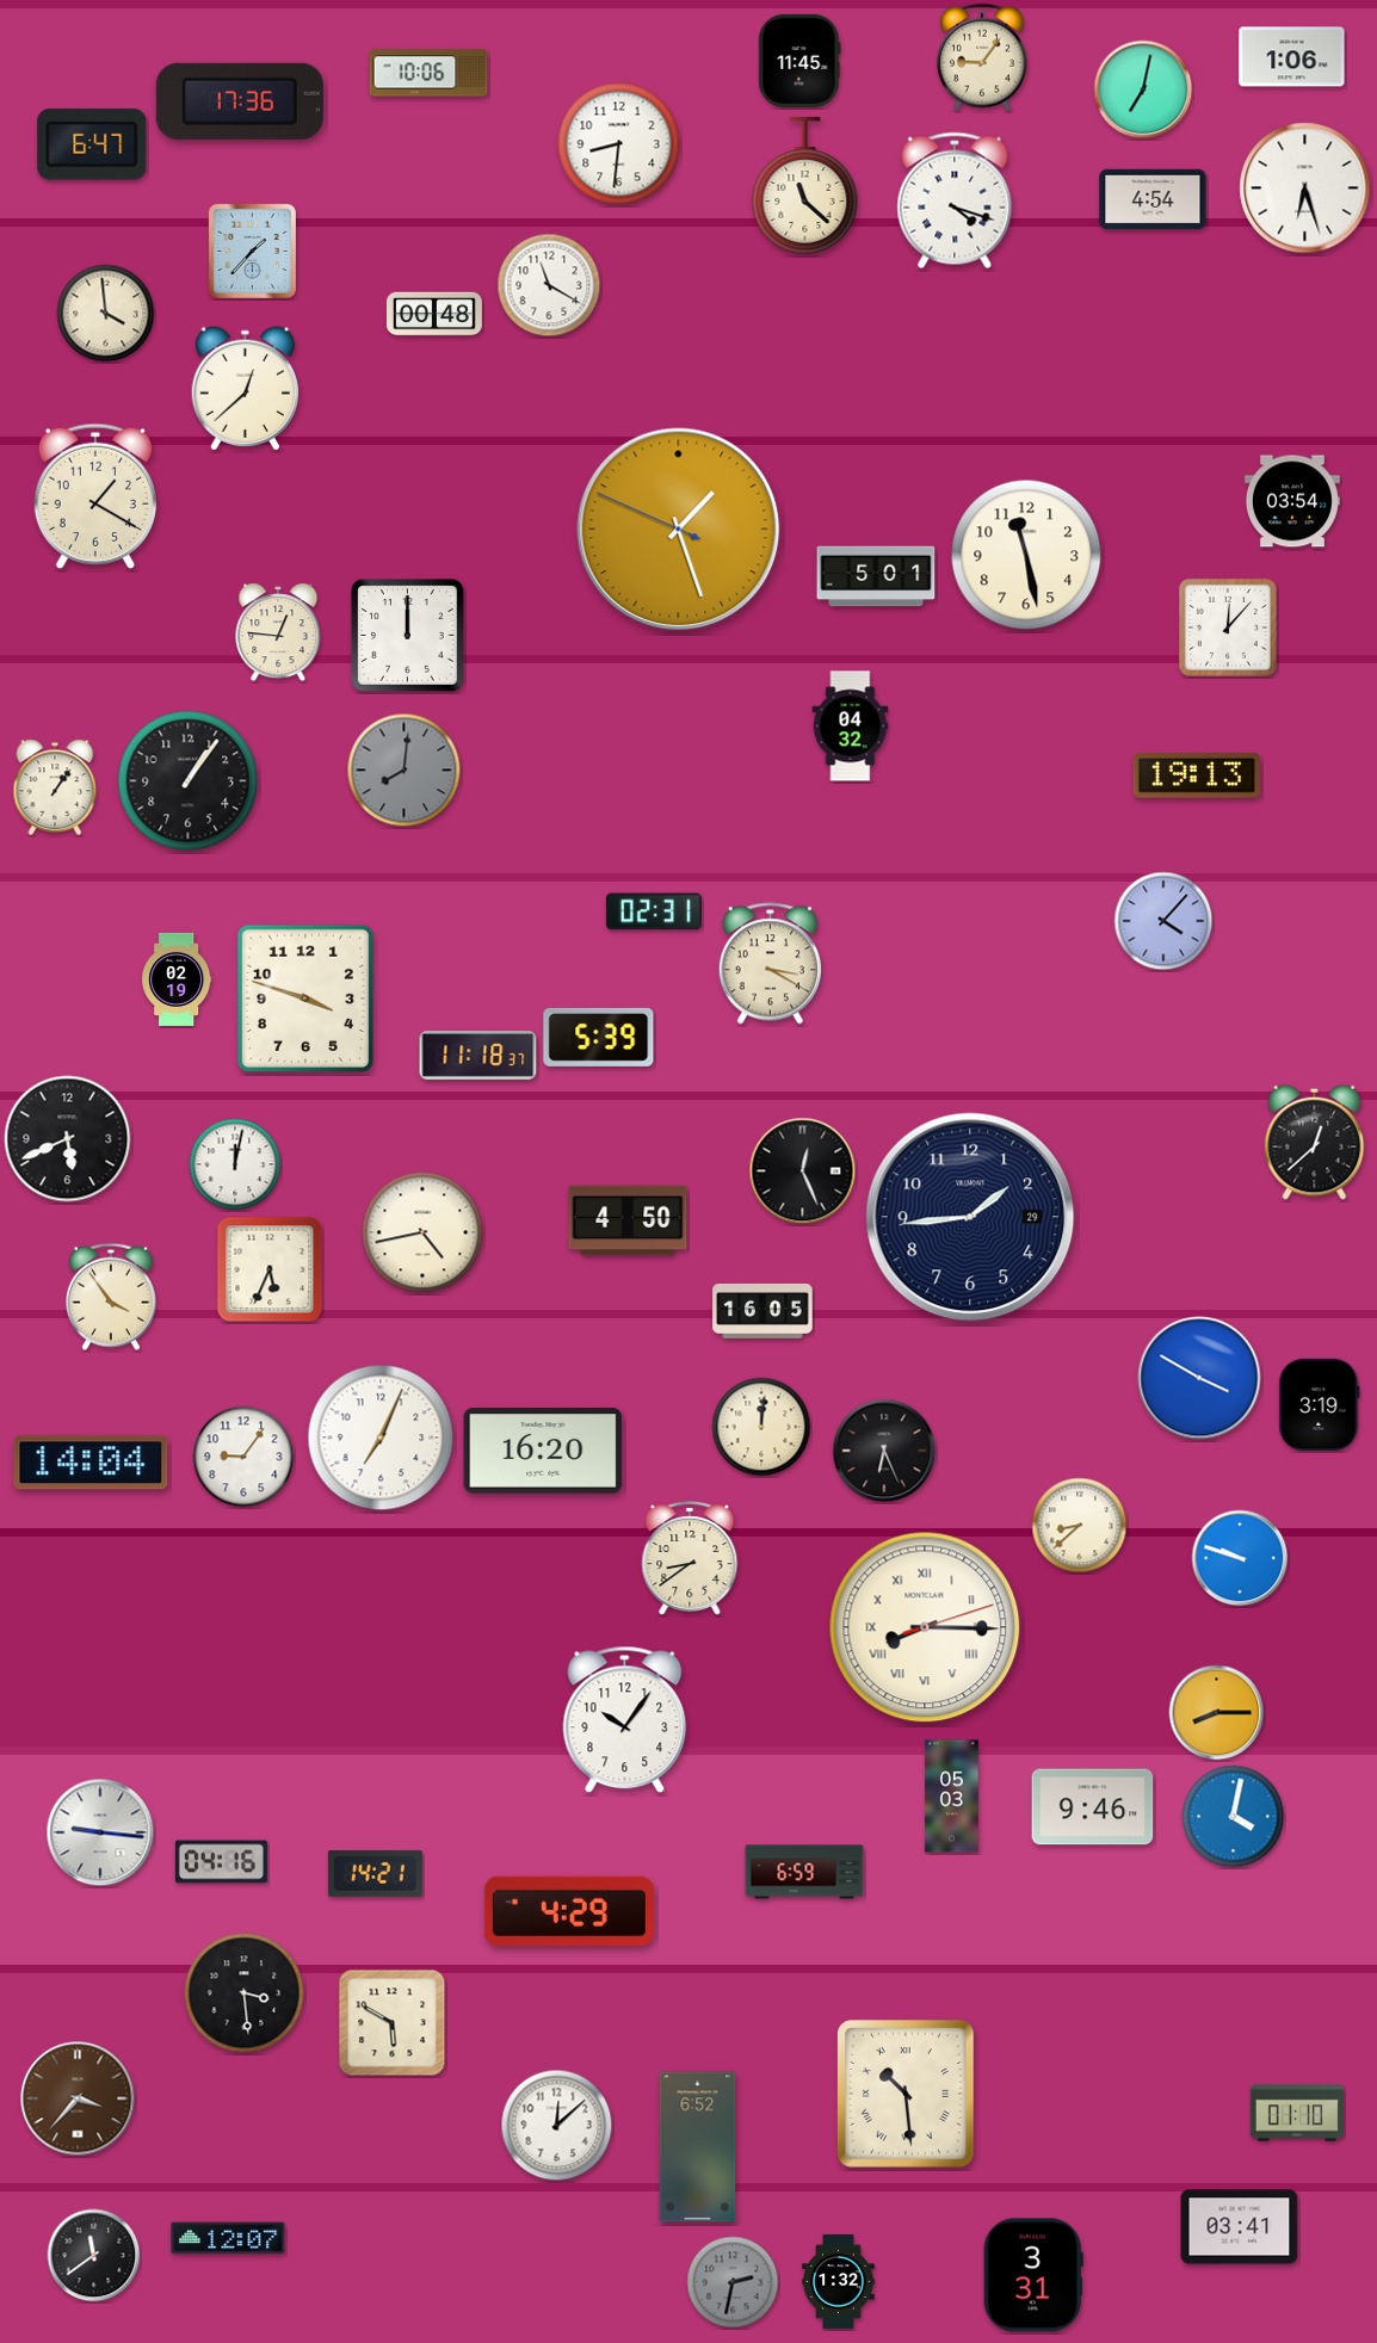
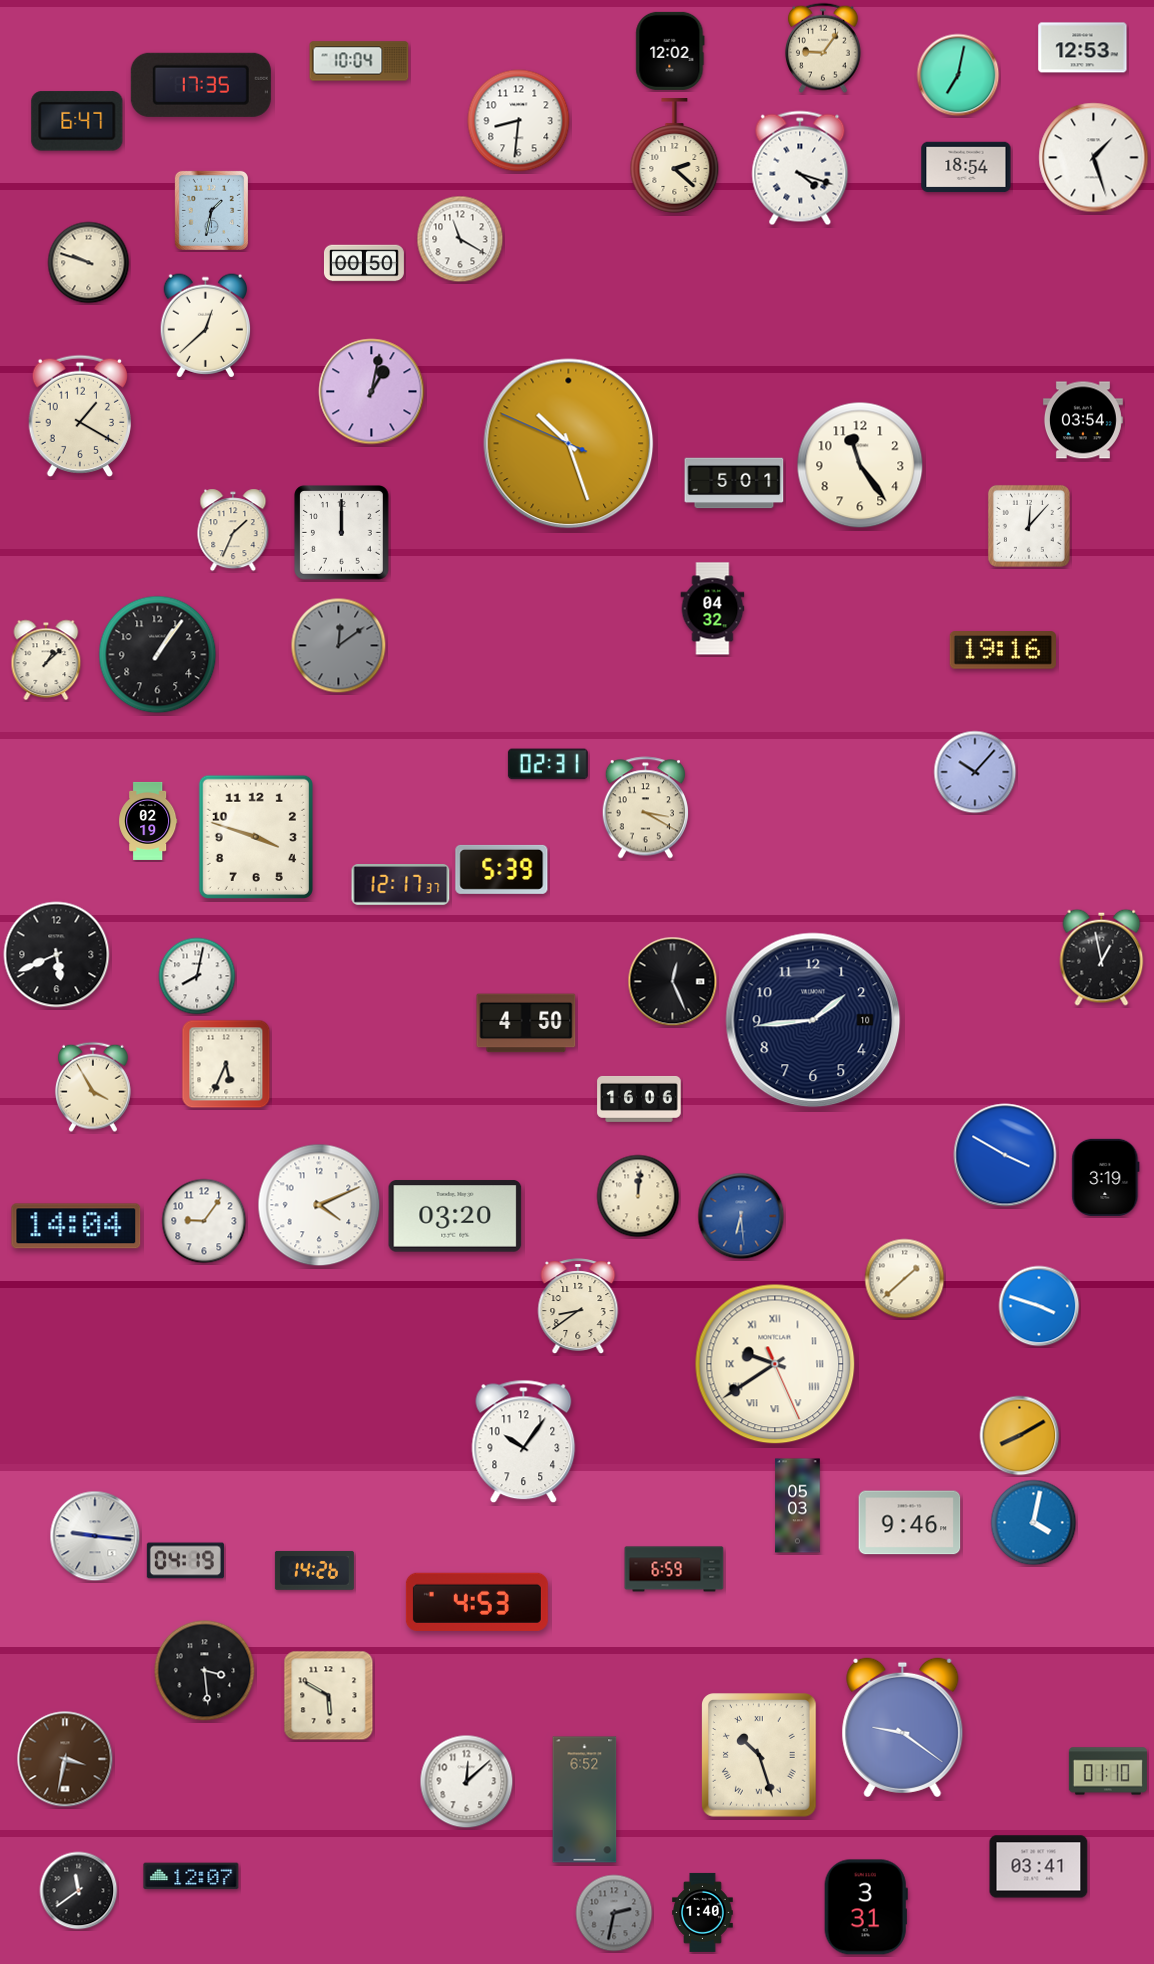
clock at (1292, 57): 1:06 -> 12:53
clock at (799, 61): 11:45 -> 12:02
clock at (428, 73): 10:06 -> 10:04
clock at (240, 101): 17:36 -> 17:35
clock at (805, 186): 11:22 -> 2:22
clock at (1305, 188): 6:27 -> 1:27
clock at (1153, 199): 4:54 -> 18:54
clock at (252, 251): 1:37 -> 1:32
clock at (106, 314): 3:59 -> 9:48
clock at (434, 314): 00:48 -> 00:50
clock at (372, 392): none -> 1:02
clock at (679, 530): 1:26 -> 10:26
clock at (1026, 555): 11:28 -> 11:24
clock at (278, 632): 12:46 -> 1:34
clock at (405, 771): 8:01 -> 12:09
clock at (1197, 775): 19:13 -> 19:16
clock at (55, 787): 1:06 -> 1:08
clock at (1163, 921): 4:07 -> 10:07
clock at (478, 1056): 11:18 -> 12:17
clock at (1315, 1142): 12:38 -> 12:58
clock at (235, 1164): 12:02 -> 8:02
clock at (970, 1217) date: 29 -> 10
clock at (422, 1232): 4:43 -> none
clock at (111, 1297): 3:54 -> 3:55
clock at (762, 1311): 16:05 -> 16:06
clock at (381, 1438): 7:04 -> 4:11
clock at (543, 1451): 16:20 -> 03:20
clock at (884, 1451): 6:26 -> 6:29
clock at (884, 1451) dial: black -> blue
clock at (1080, 1526): 8:38 -> 1:38
clock at (1240, 1558): 9:48 -> 3:48
clock at (925, 1627): 8:15 -> 9:39
clock at (1217, 1713): 8:15 -> 8:10
clock at (1093, 1807) position: (1093, 1807) -> (910, 1523)
clock at (100, 1832) position: (100, 1832) -> (95, 1536)
clock at (221, 1862): 04:16 -> 04:19
clock at (375, 1873): 14:21 -> 14:26
clock at (569, 1911): 4:29 -> 4:53
clock at (903, 1728): none -> 9:21
clock at (906, 2094): 10:29 -> 10:27
clock at (78, 2098): 3:37 -> 3:32
clock at (1297, 2113) position: (1297, 2113) -> (1108, 1771)
clock at (839, 2281): 1:32 -> 1:40
